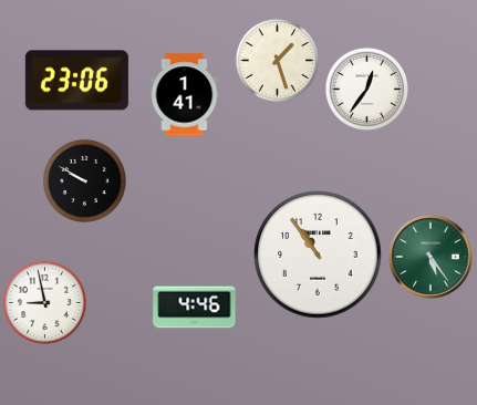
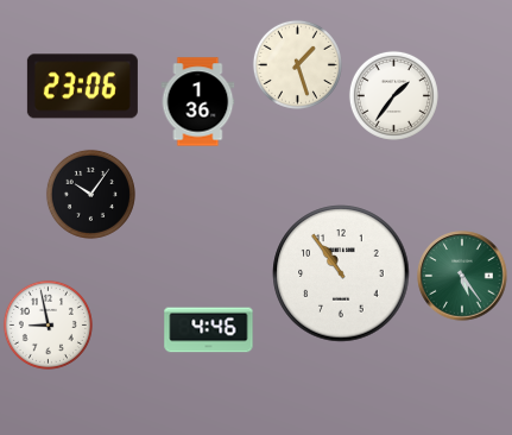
clock at (366, 89): 12:36 -> 1:36
clock at (185, 95): 1:41 -> 1:36
clock at (84, 180): 9:50 -> 10:06
